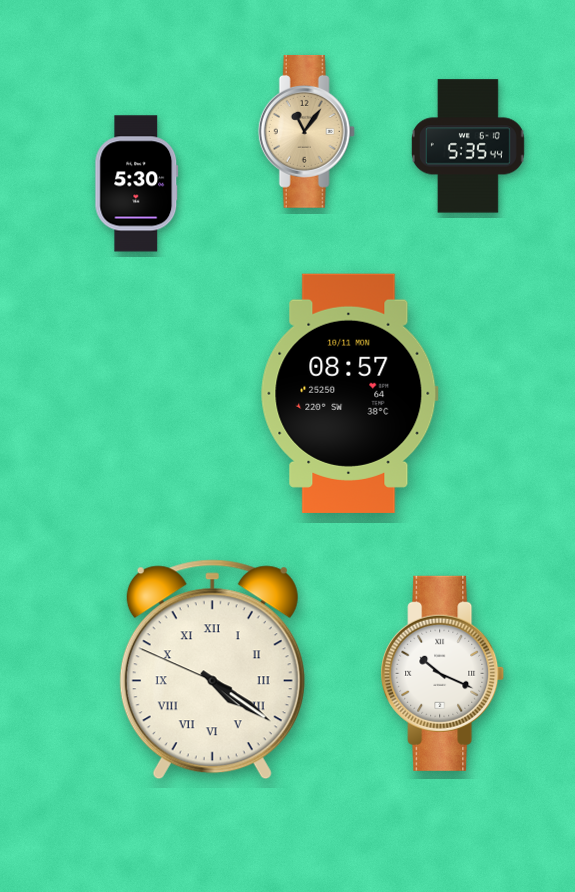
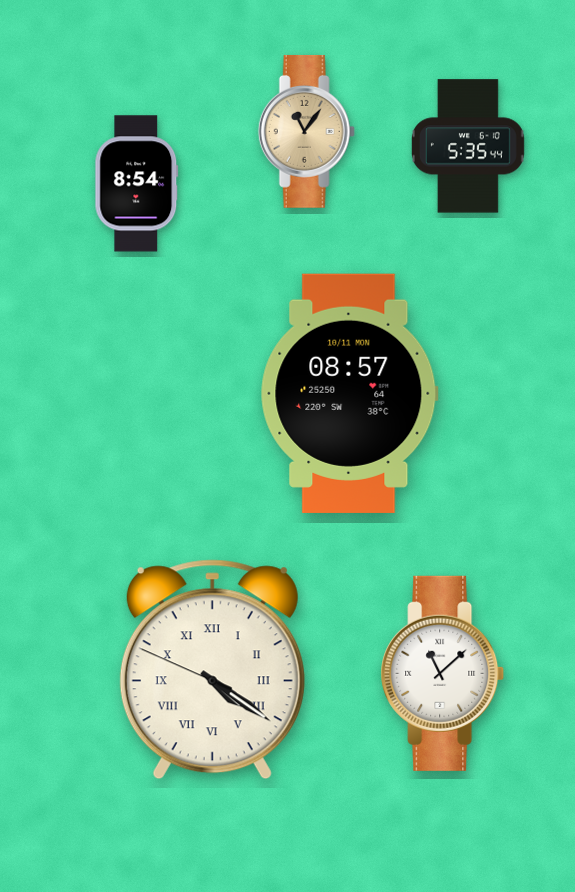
clock at (137, 184): 5:30 -> 8:54
clock at (443, 673): 10:19 -> 11:08
